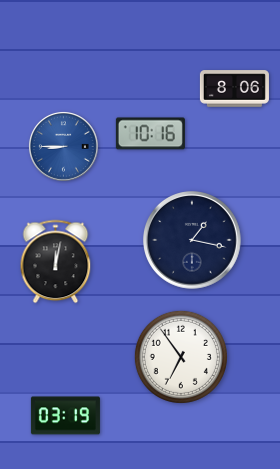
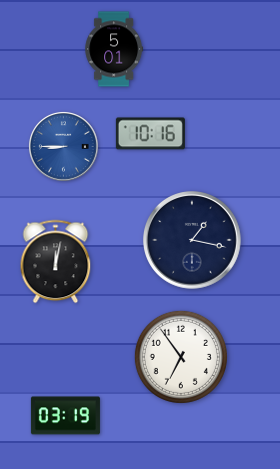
clock at (113, 49): none -> 5:01
clock at (234, 89): 8:06 -> none
